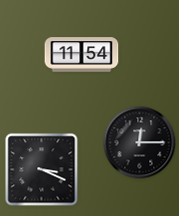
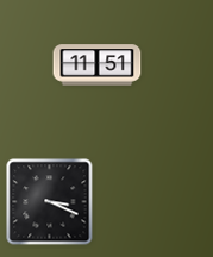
clock at (82, 55): 11:54 -> 11:51
clock at (140, 143): 12:15 -> none
